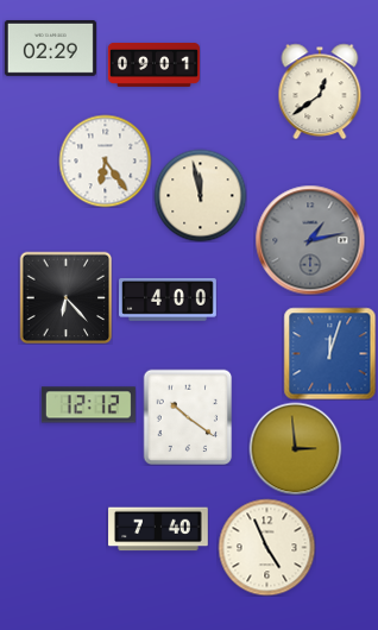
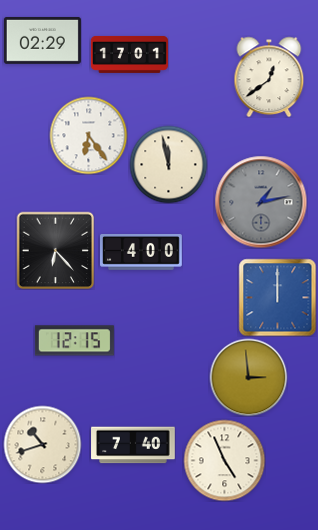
clock at (153, 64): 09:01 -> 17:01
clock at (329, 353): 12:03 -> 12:00
clock at (88, 405): 12:12 -> 12:15
clock at (188, 417): 10:21 -> none
clock at (42, 444): none -> 10:42
